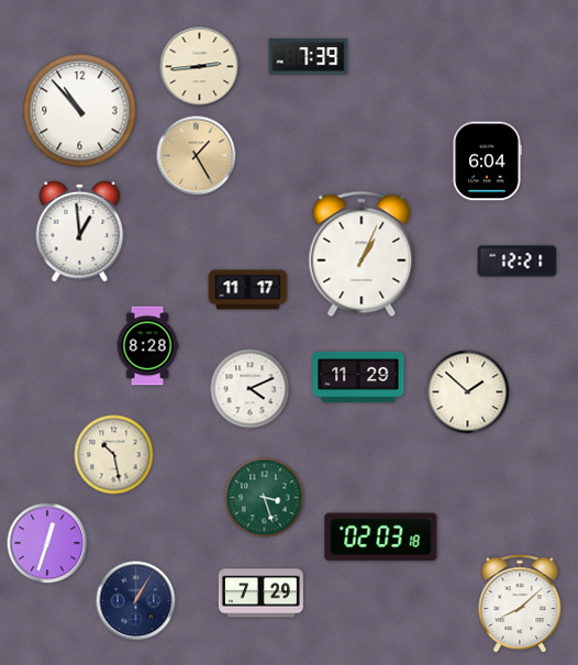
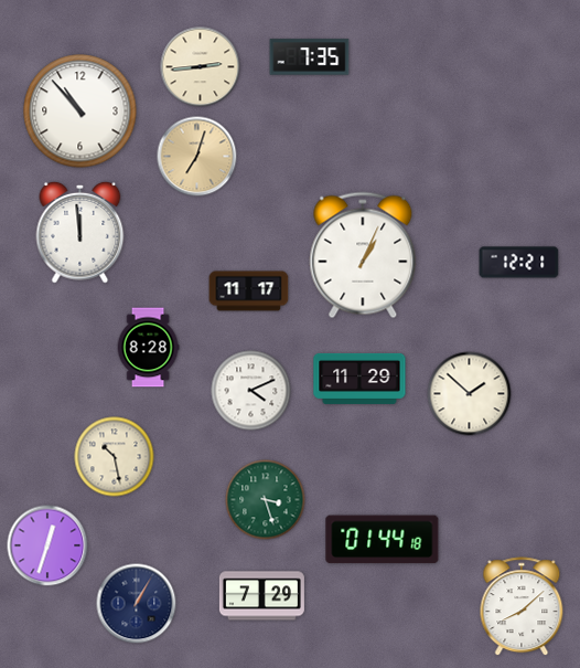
clock at (309, 57): 7:39 -> 7:35
clock at (197, 156): 1:25 -> 7:03
clock at (487, 162): 6:04 -> none
clock at (80, 231): 12:59 -> 11:59
clock at (381, 537): 02:03 -> 01:44
